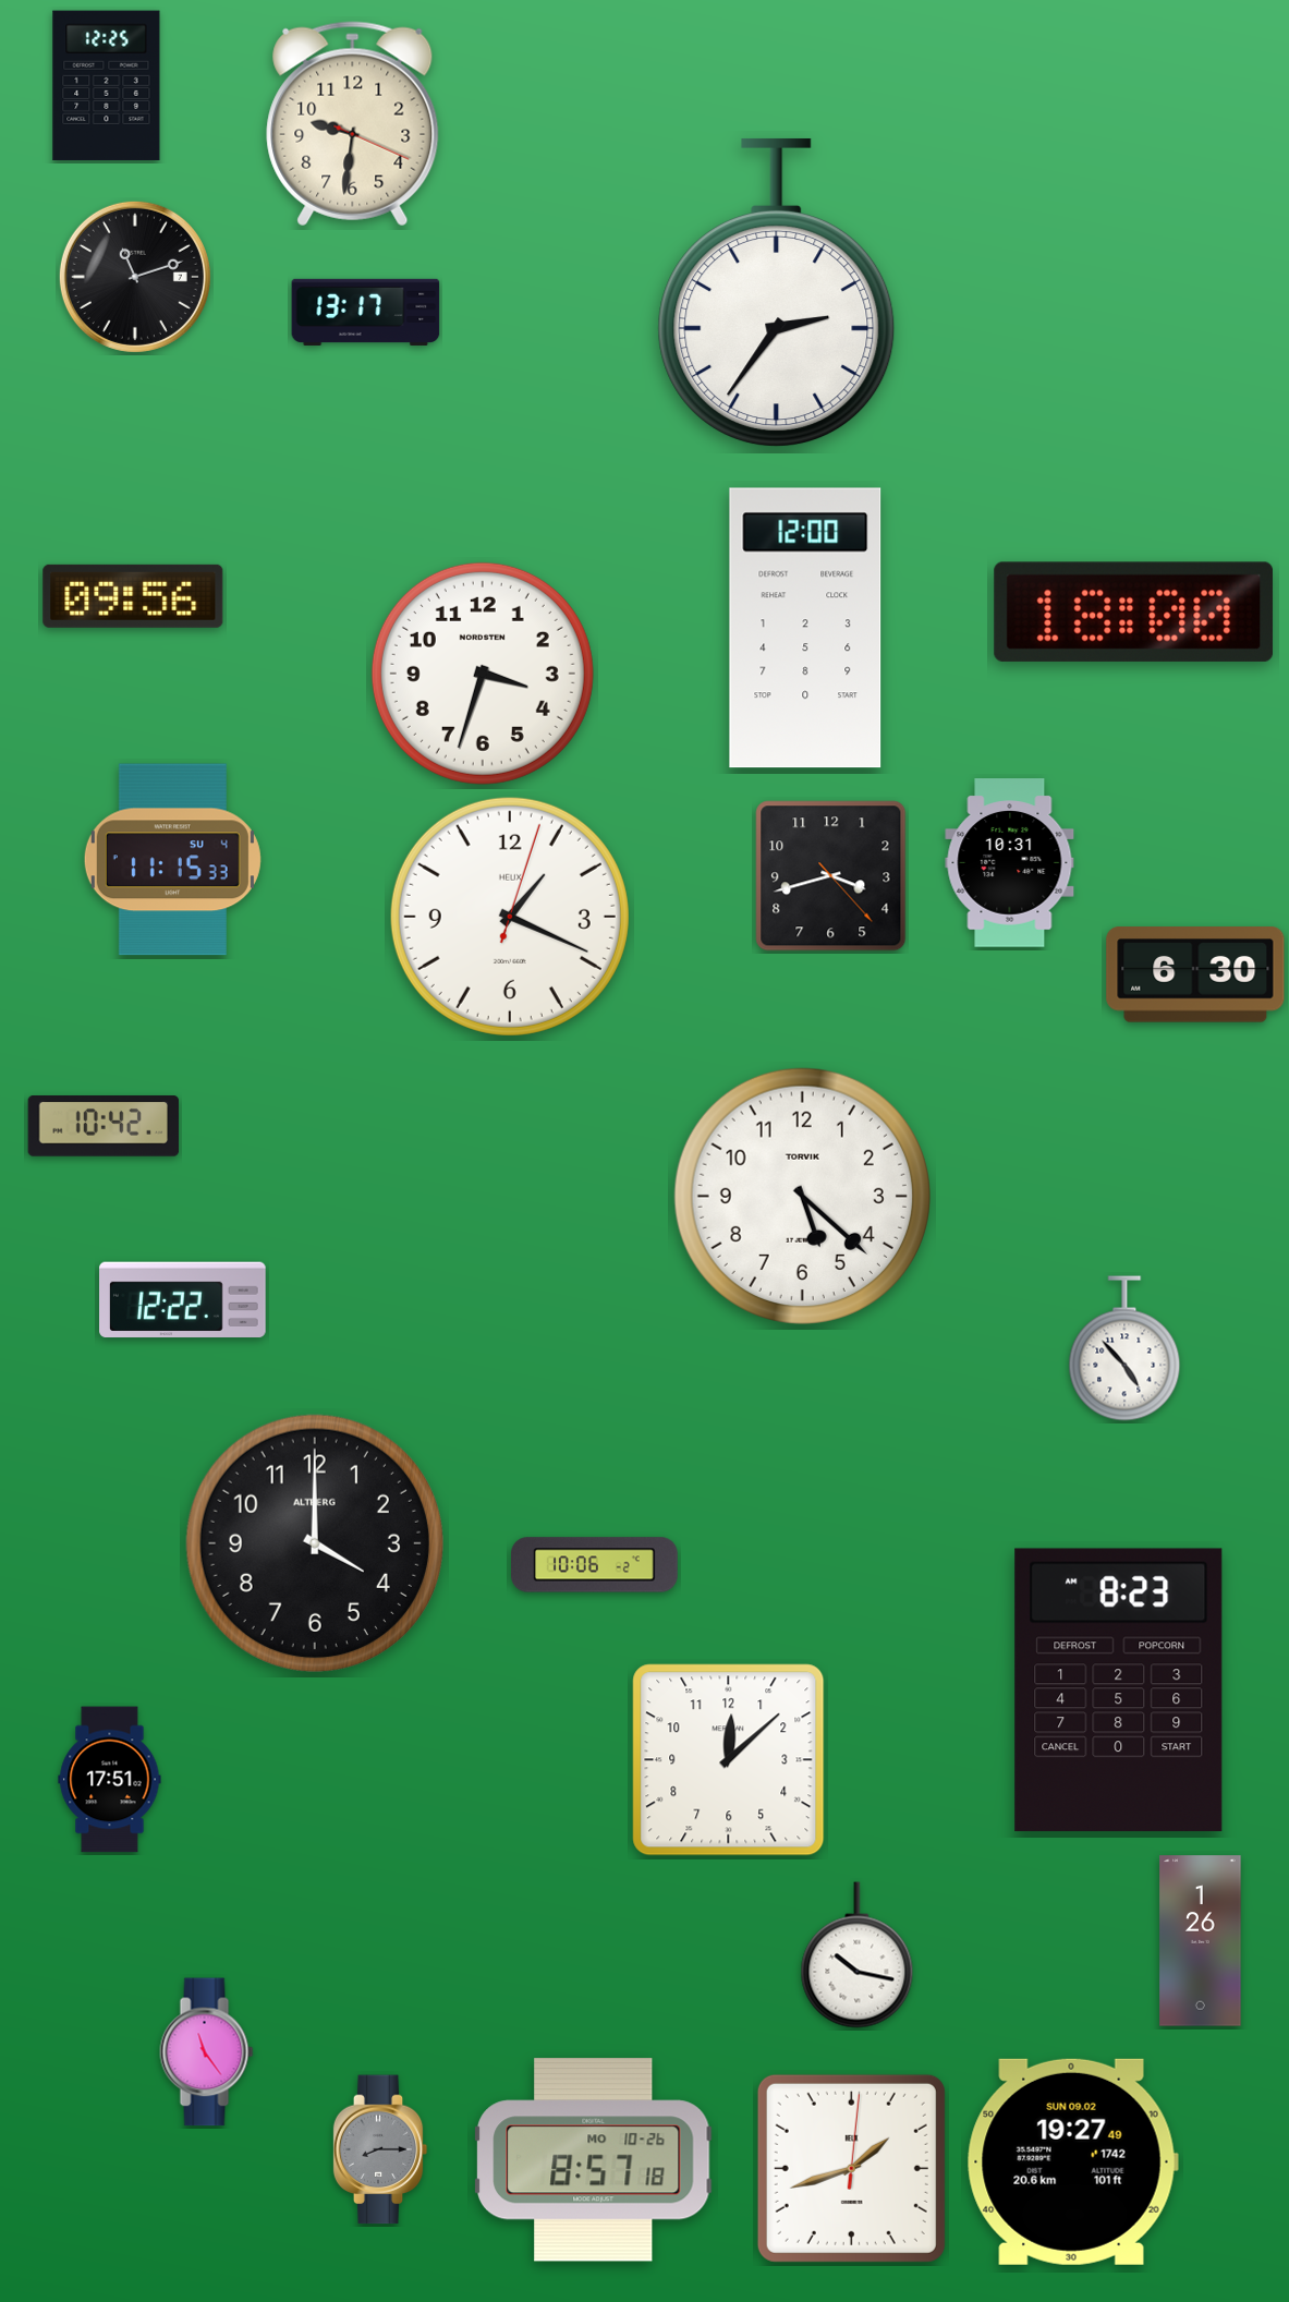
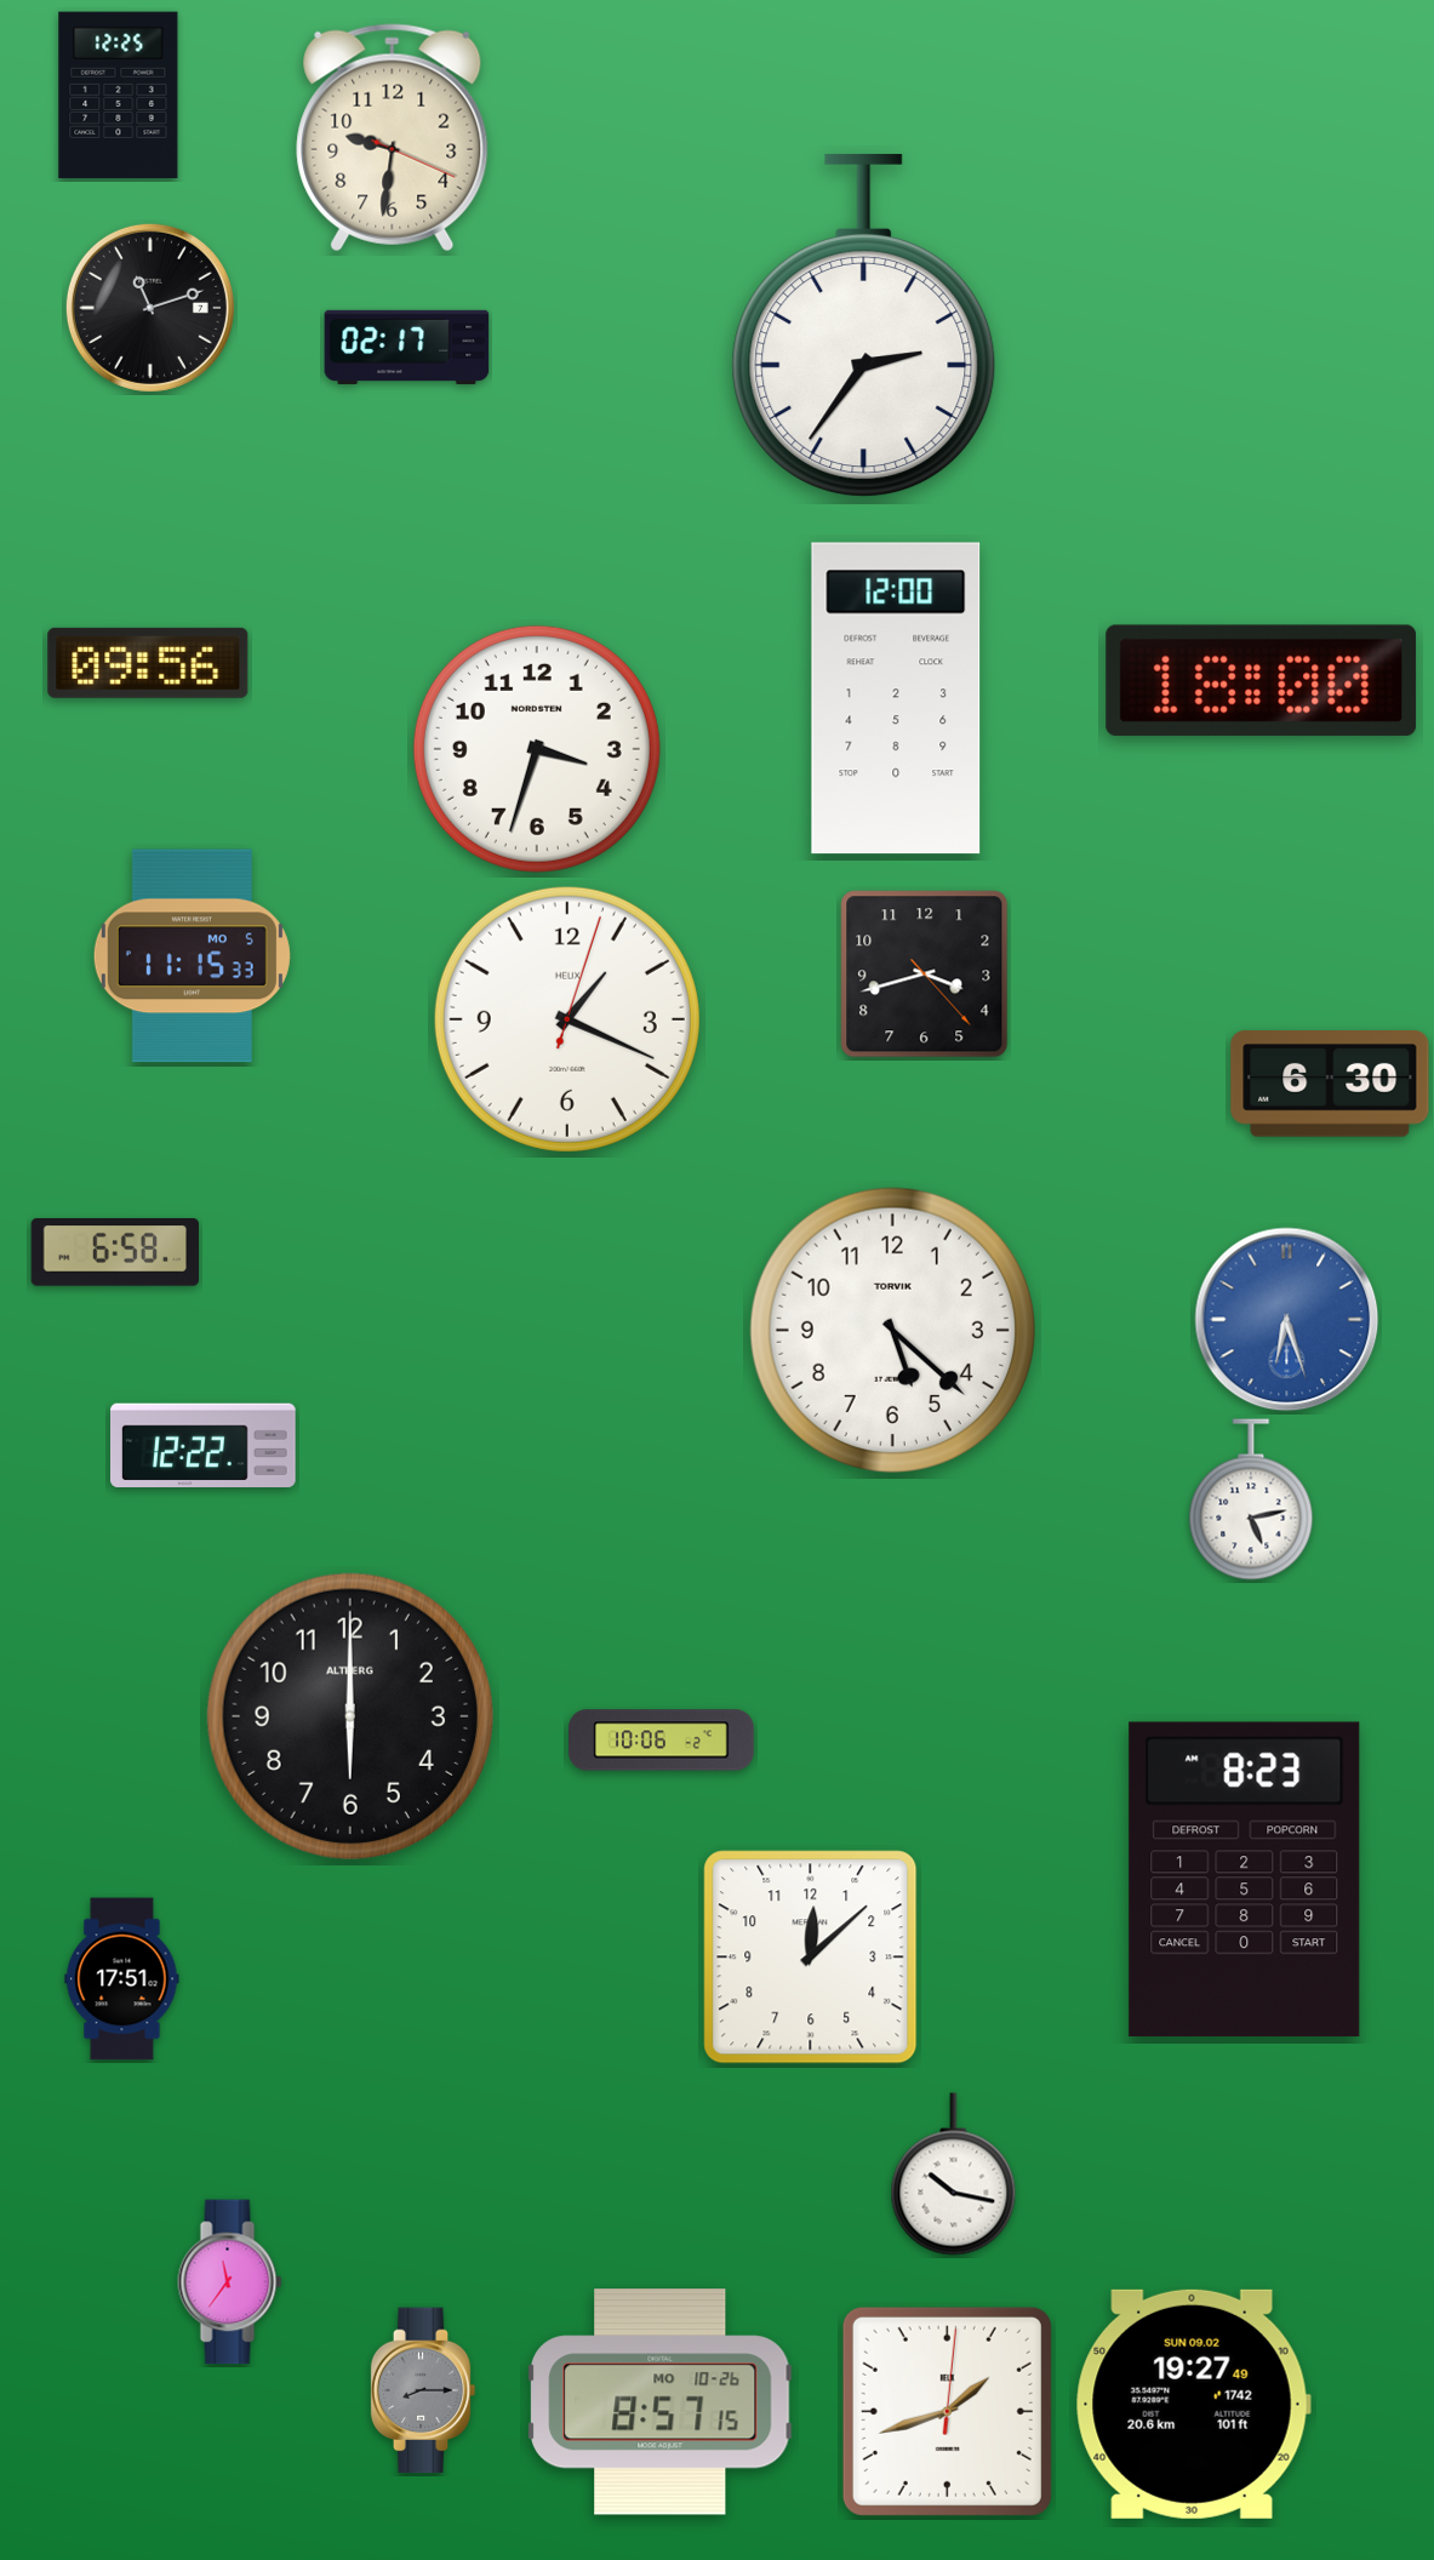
clock at (366, 312): 13:17 -> 02:17
clock at (172, 860) date: SU 4 -> MO 5
clock at (1010, 863): 10:31 -> none
clock at (104, 1127): 10:42 -> 6:58
clock at (1287, 1320): none -> 6:27
clock at (1124, 1348): 4:53 -> 5:13
clock at (315, 1543): 4:00 -> 6:00
clock at (1201, 1941): 1:26 -> none
clock at (207, 2052): 11:24 -> 11:36
clock at (594, 2160): 8:57:18 -> 8:57:15
